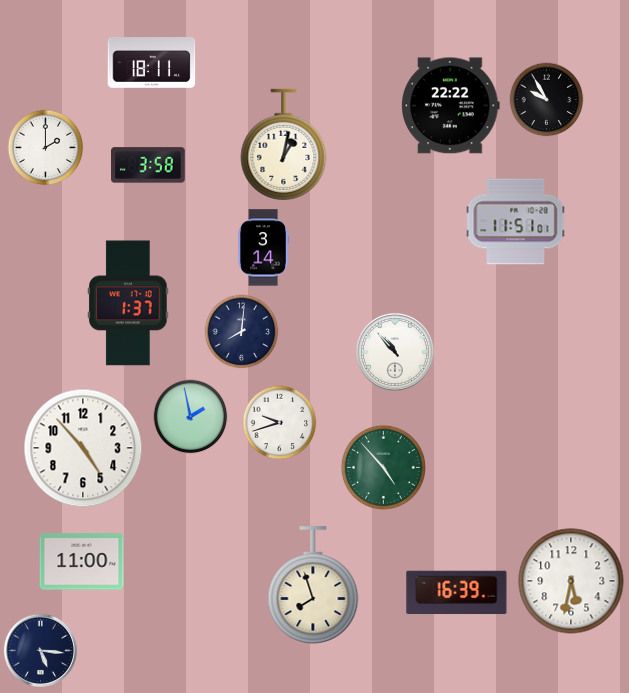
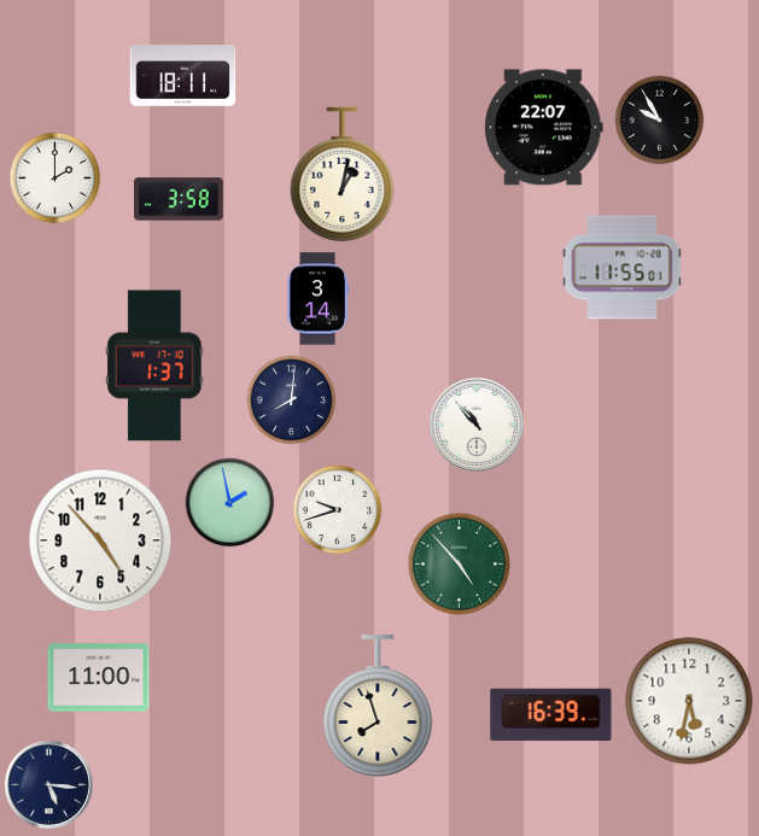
clock at (451, 106): 22:22 -> 22:07
clock at (516, 222): 11:51 -> 11:55
clock at (383, 467) position: (383, 467) -> (459, 563)
